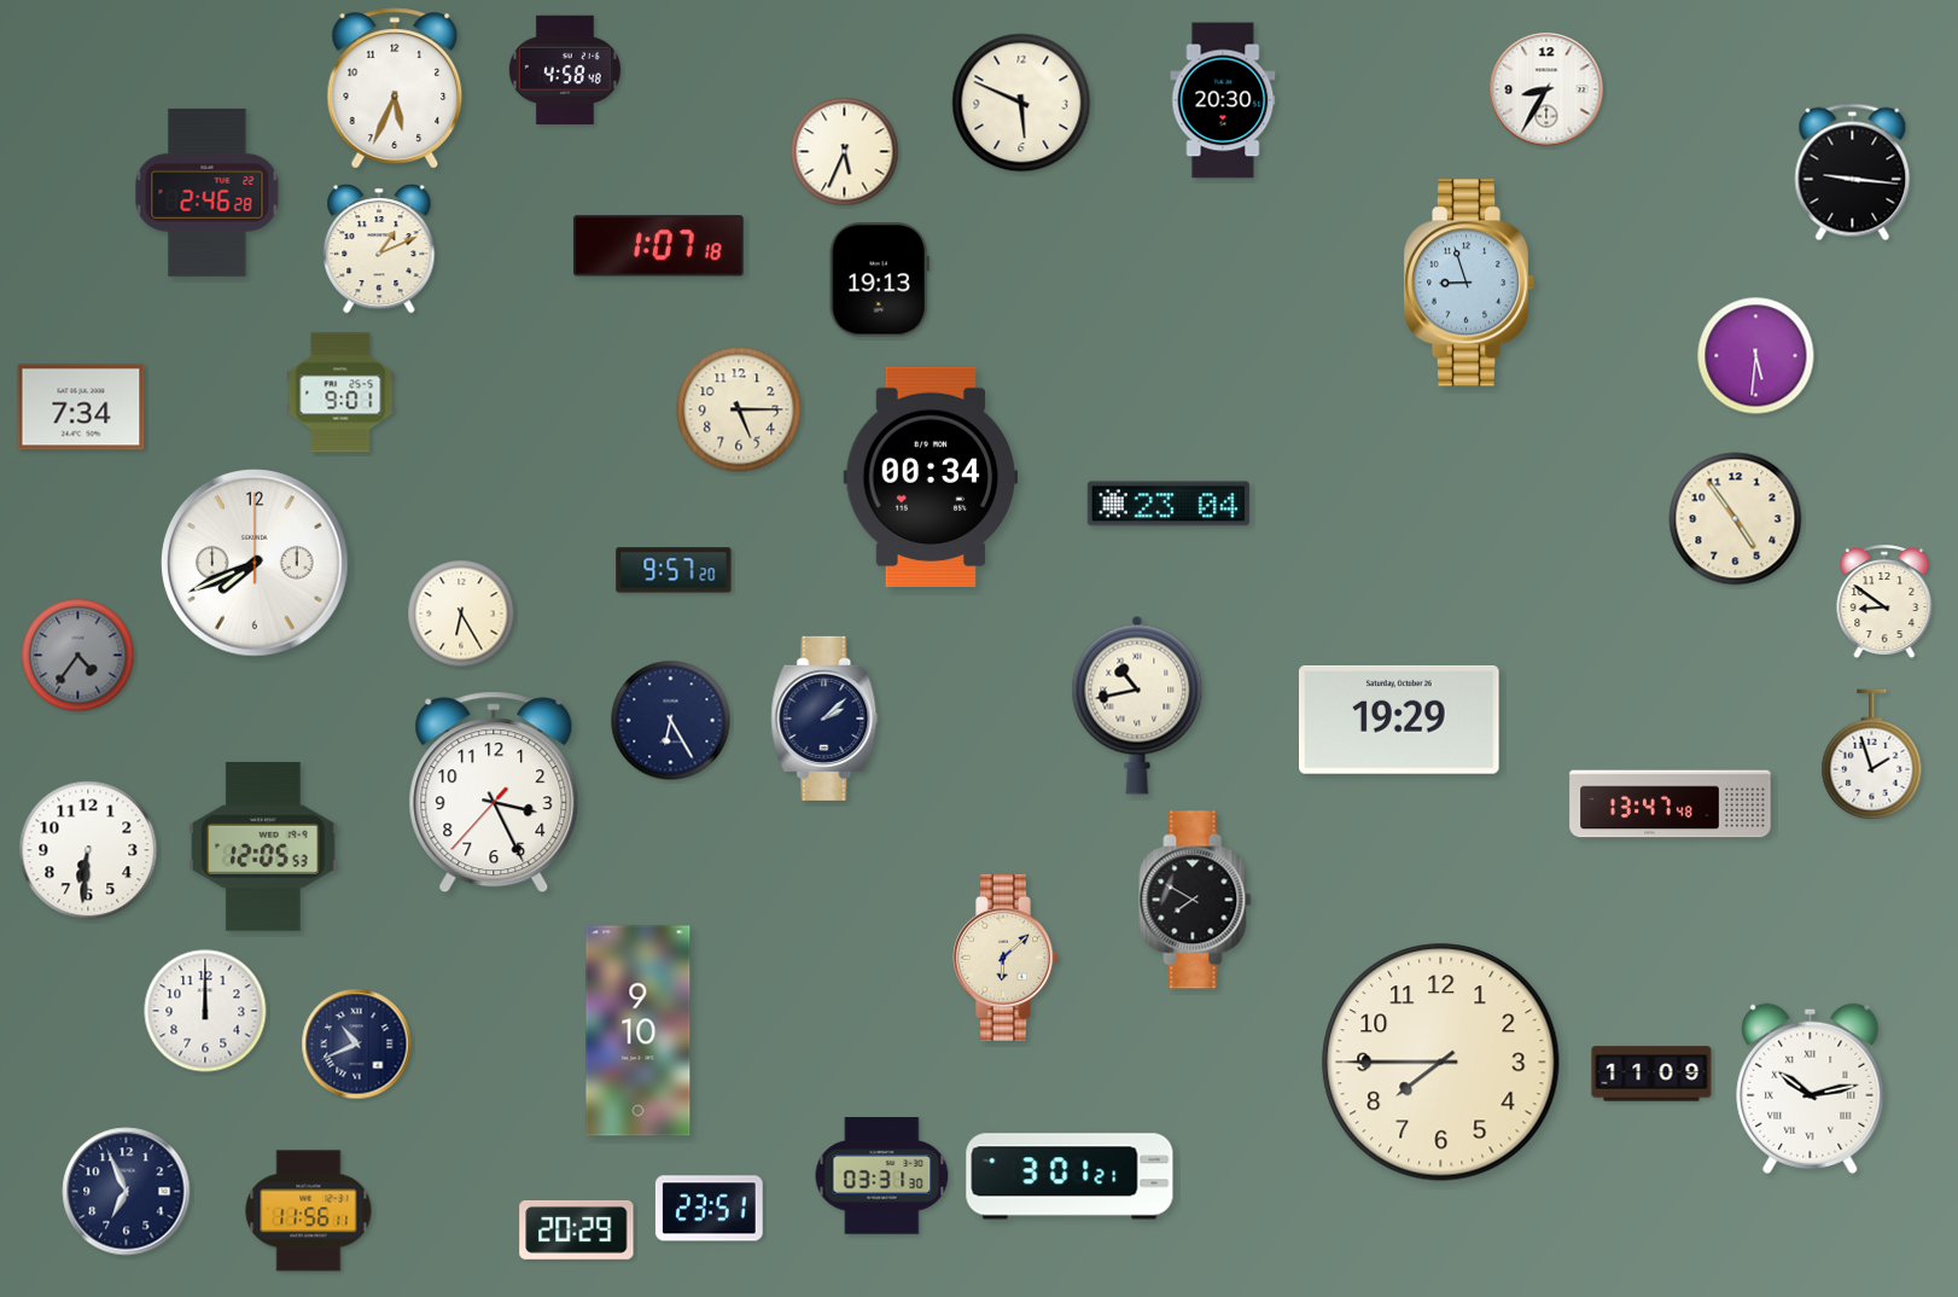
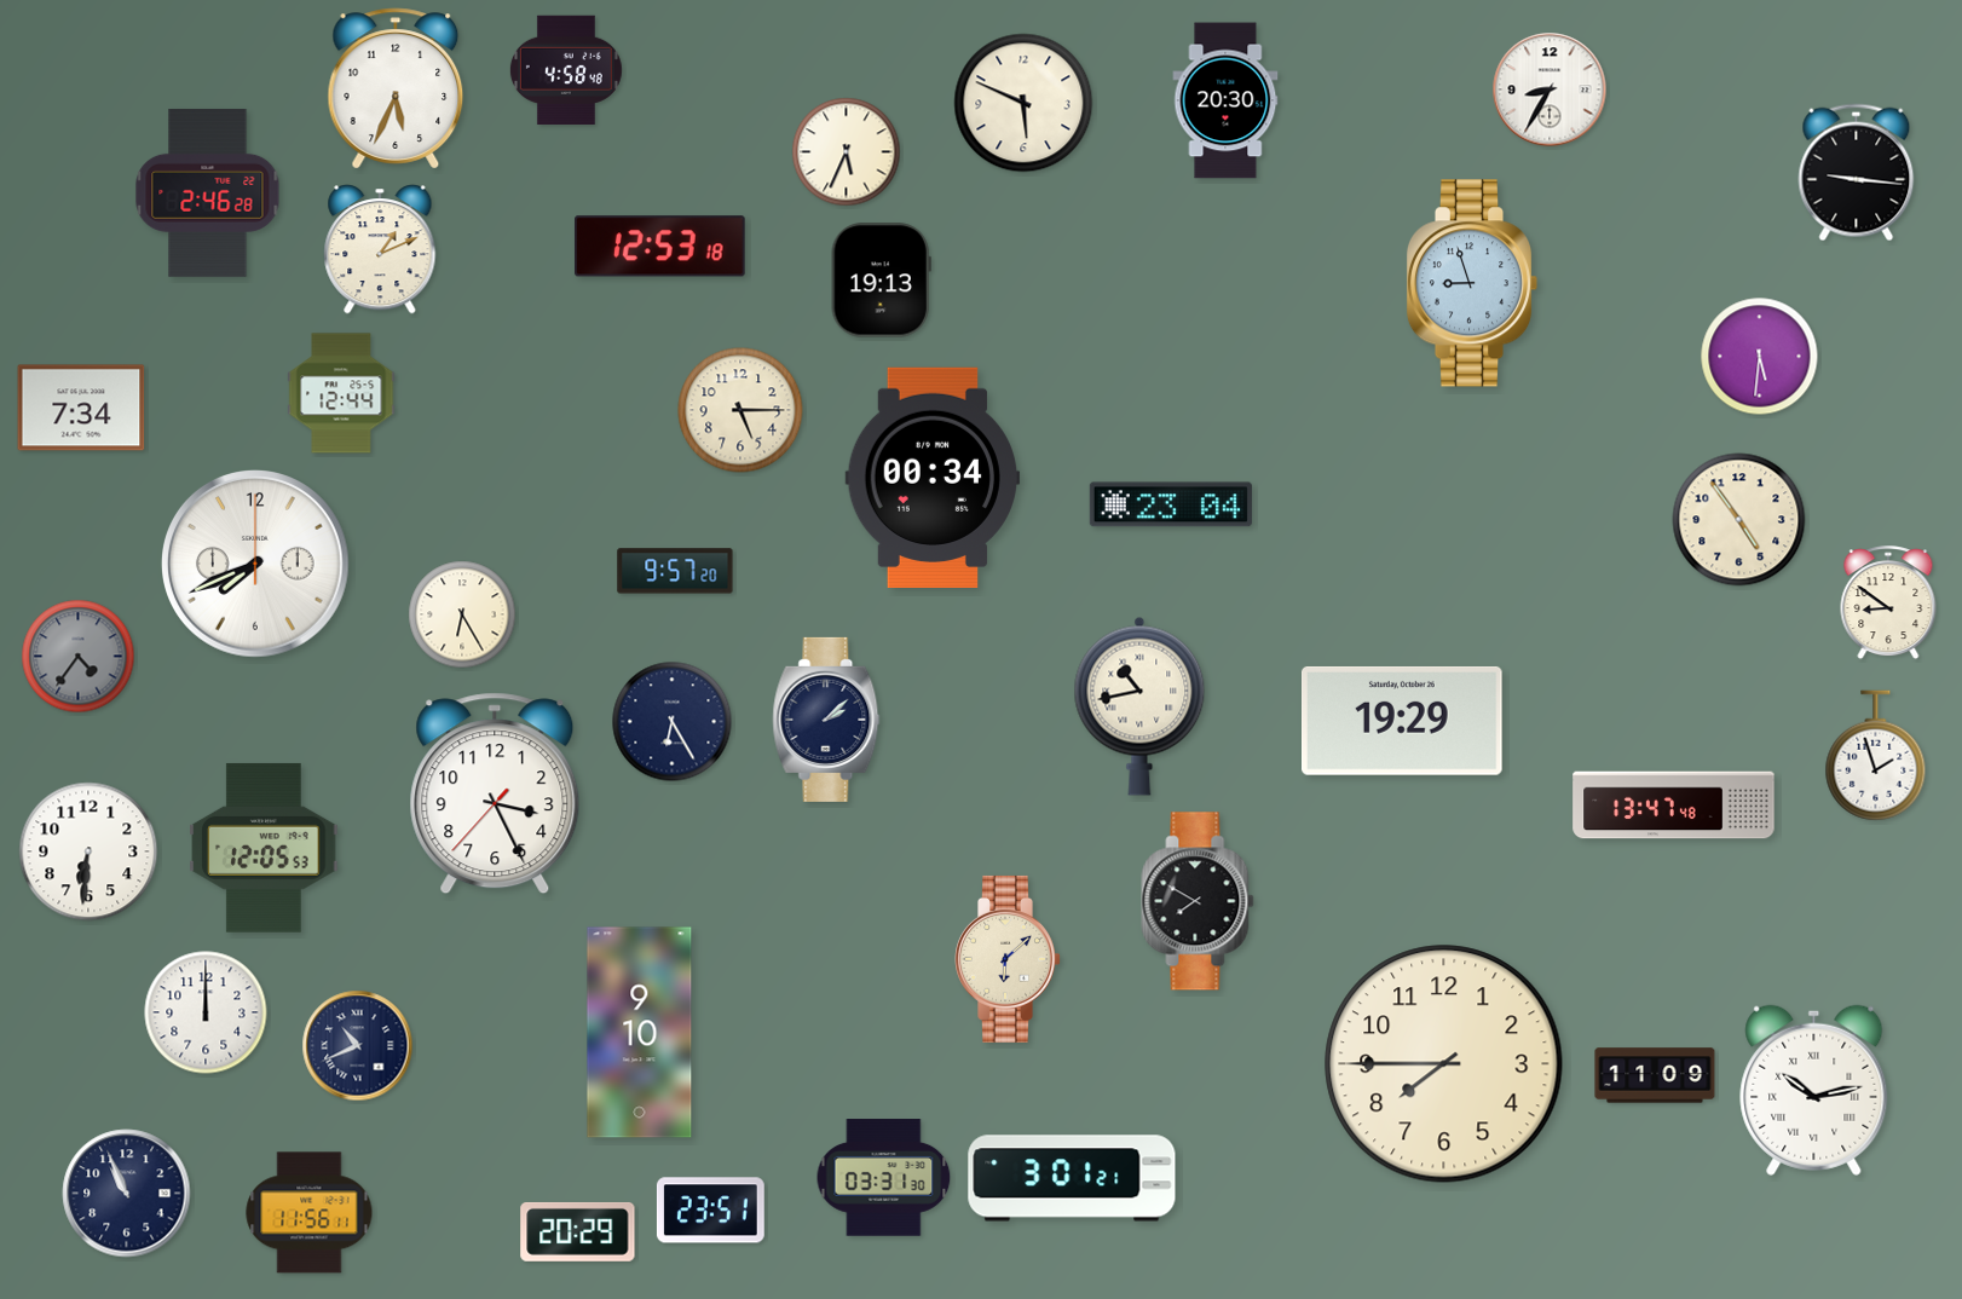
clock at (659, 246): 1:07 -> 12:53
clock at (340, 392): 9:01 -> 12:44
clock at (127, 1192): 6:56 -> 10:56
